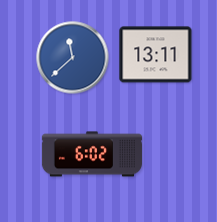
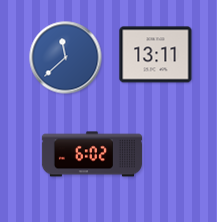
clock at (73, 58) position: (73, 58) -> (66, 58)
